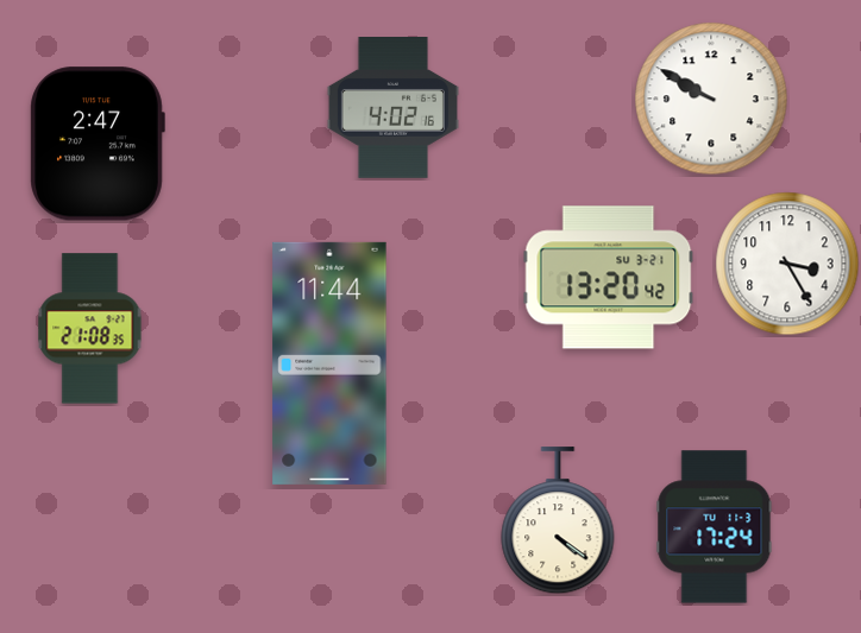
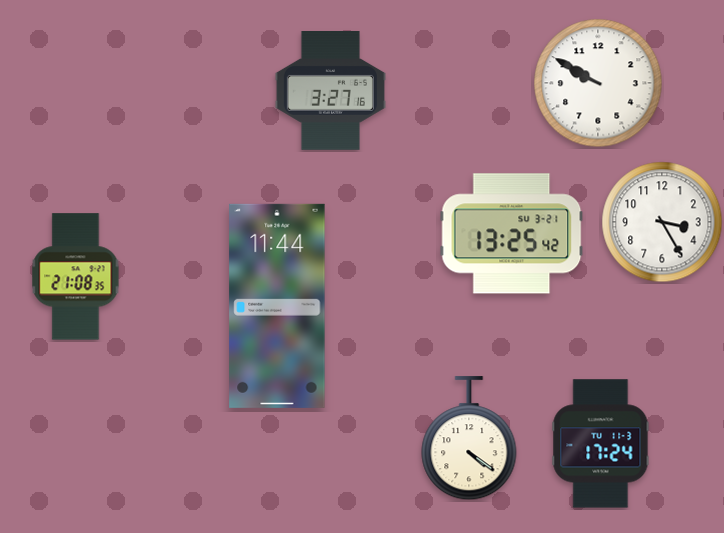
clock at (392, 108): 4:02 -> 3:27
clock at (98, 144): 2:47 -> none
clock at (609, 278): 13:20 -> 13:25
